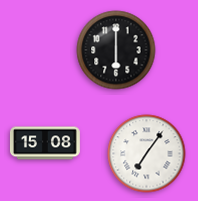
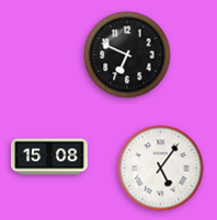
clock at (116, 50): 6:00 -> 6:49
clock at (147, 154): 7:06 -> 5:06
